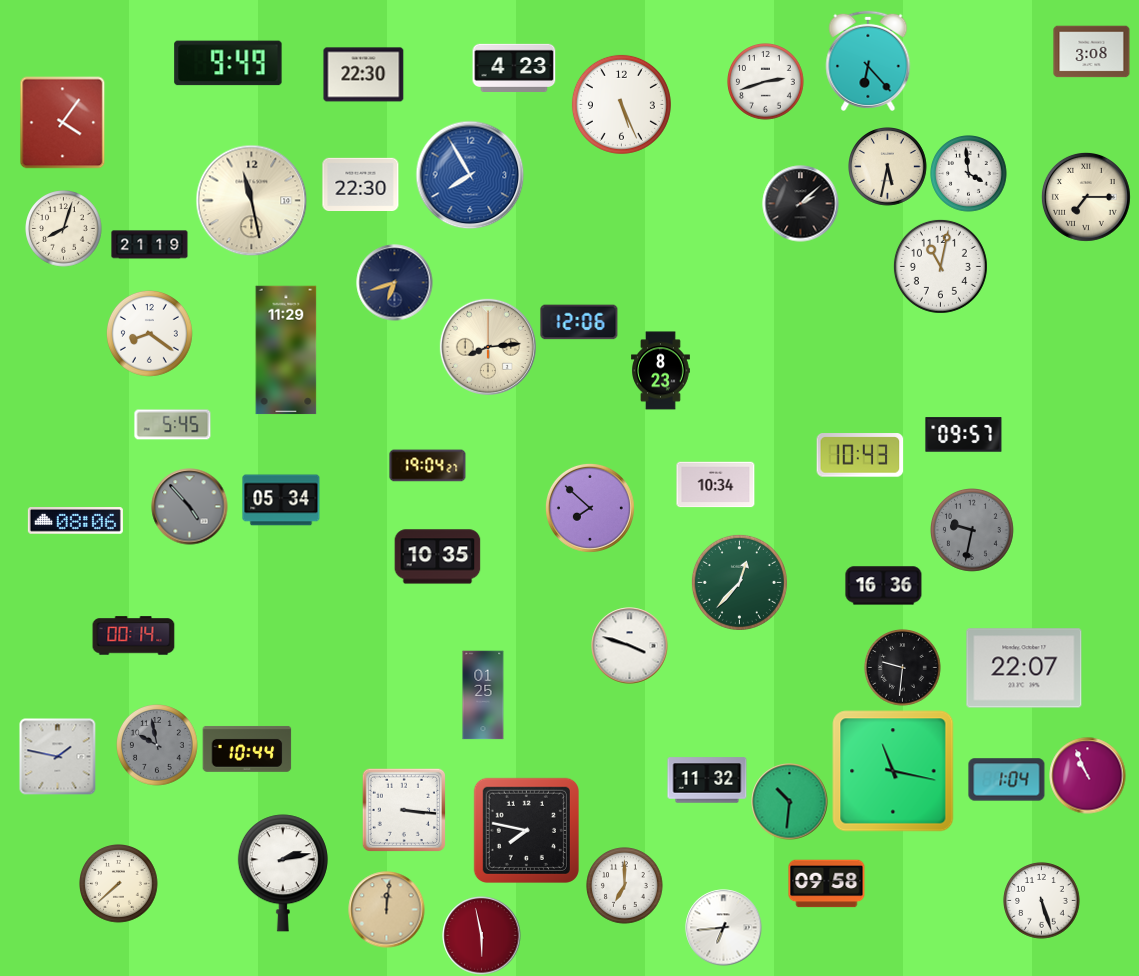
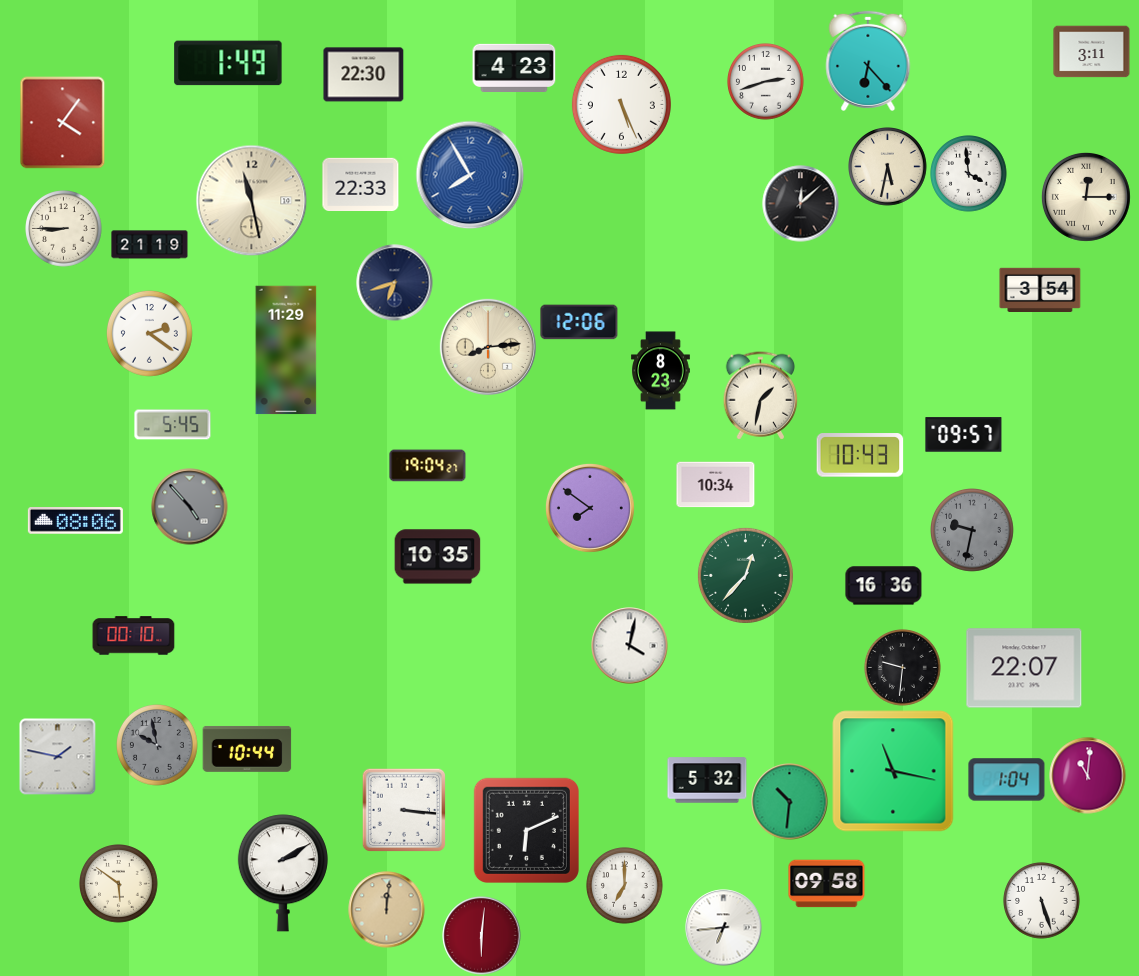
clock at (1092, 52): 3:08 -> 3:11
clock at (228, 63): 9:49 -> 1:49
clock at (361, 185): 22:30 -> 22:33
clock at (1086, 197): 7:15 -> 12:15
clock at (801, 204): 2:08 -> 12:08
clock at (64, 229): 8:03 -> 8:45
clock at (940, 266): 11:02 -> none
clock at (1040, 289): none -> 3:54
clock at (149, 333): 8:21 -> 2:21
clock at (761, 396): none -> 1:32
clock at (281, 500): 05:34 -> none
clock at (590, 508): 7:52 -> 7:51
clock at (739, 582) position: (739, 582) -> (745, 575)
clock at (134, 636): 00:14 -> 00:10
clock at (630, 646): 3:48 -> 4:02
clock at (483, 695): 01:25 -> none
clock at (1088, 776): 10:56 -> 11:01
clock at (707, 780): 11:32 -> 5:32
clock at (526, 830): 7:47 -> 6:11
clock at (283, 873): 2:13 -> 2:10
clock at (119, 884): 7:38 -> 5:51
clock at (482, 936): 5:58 -> 6:01
